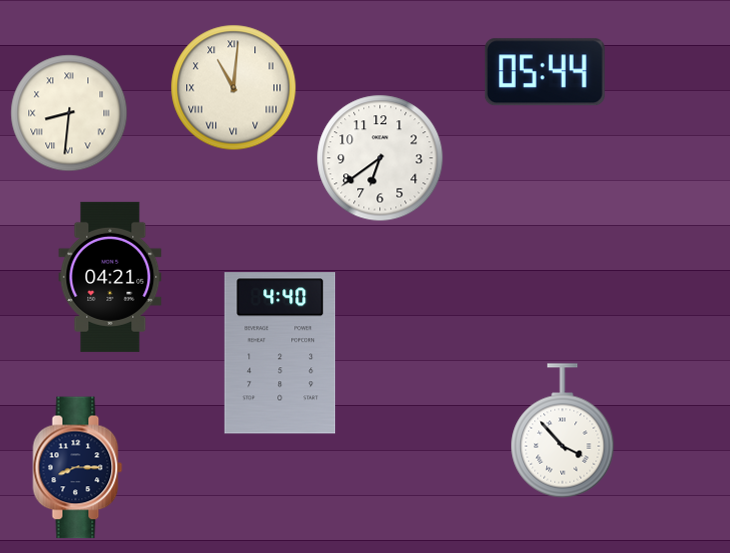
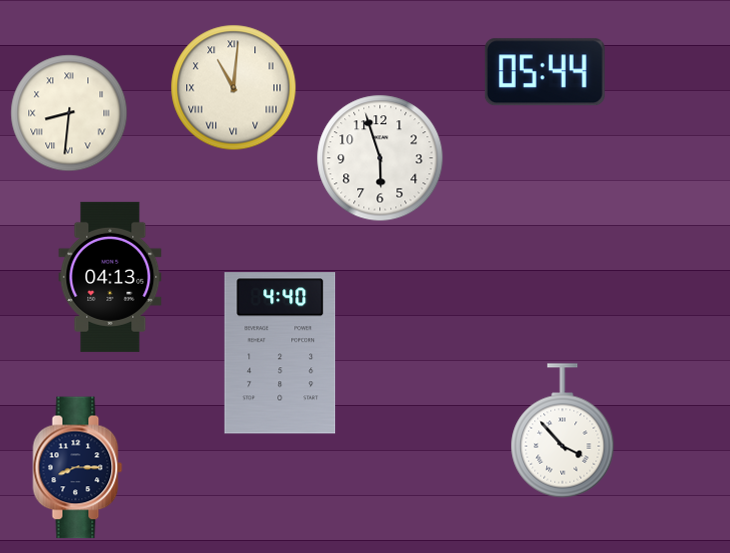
clock at (380, 158): 6:39 -> 5:57
clock at (110, 277): 04:21 -> 04:13
